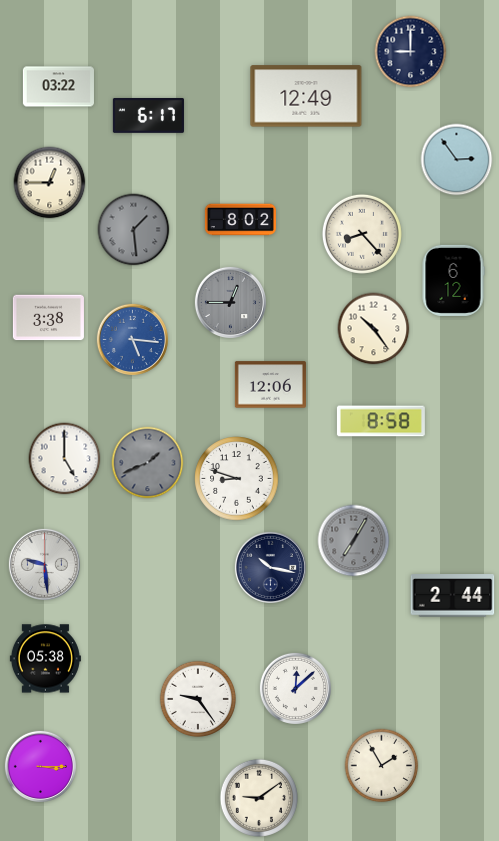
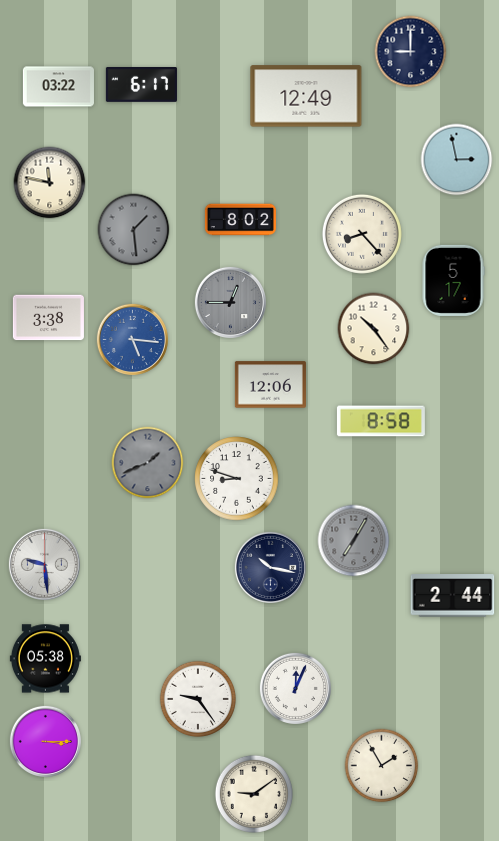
clock at (148, 116) position: (148, 116) -> (141, 85)
clock at (457, 160): 2:54 -> 2:58
clock at (50, 183): 12:45 -> 11:47
clock at (453, 280): 6:12 -> 5:17
clock at (65, 459): 5:00 -> none
clock at (295, 688): 12:08 -> 12:04
clock at (40, 766) position: (40, 766) -> (45, 741)
clock at (259, 798) position: (259, 798) -> (254, 794)
